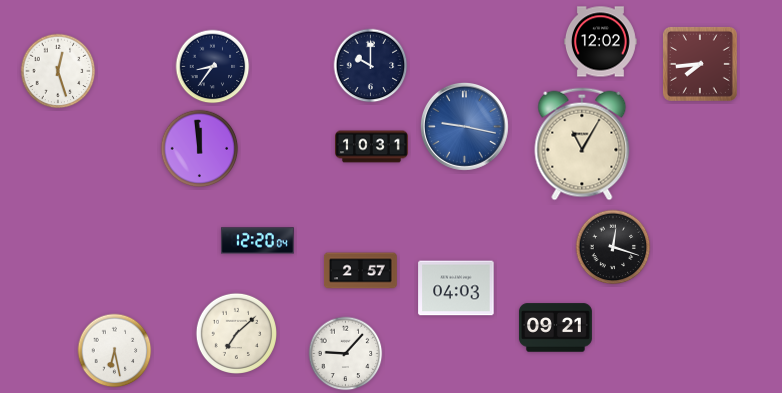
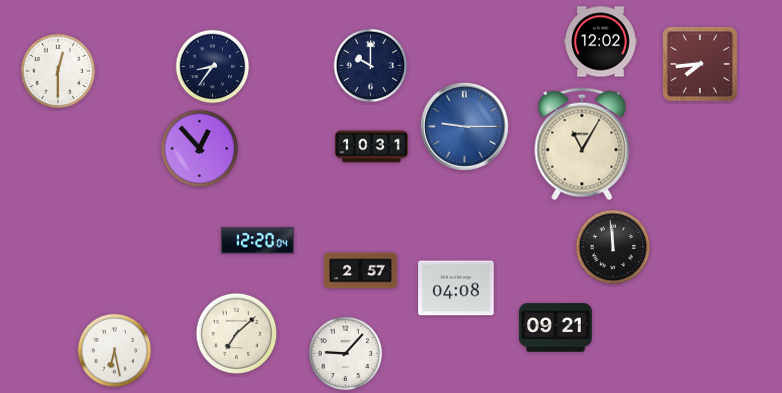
clock at (58, 71): 12:27 -> 12:30
clock at (464, 126): 9:17 -> 9:15
clock at (200, 149): 11:59 -> 12:53
clock at (613, 247): 12:18 -> 11:59
clock at (456, 288): 04:03 -> 04:08
